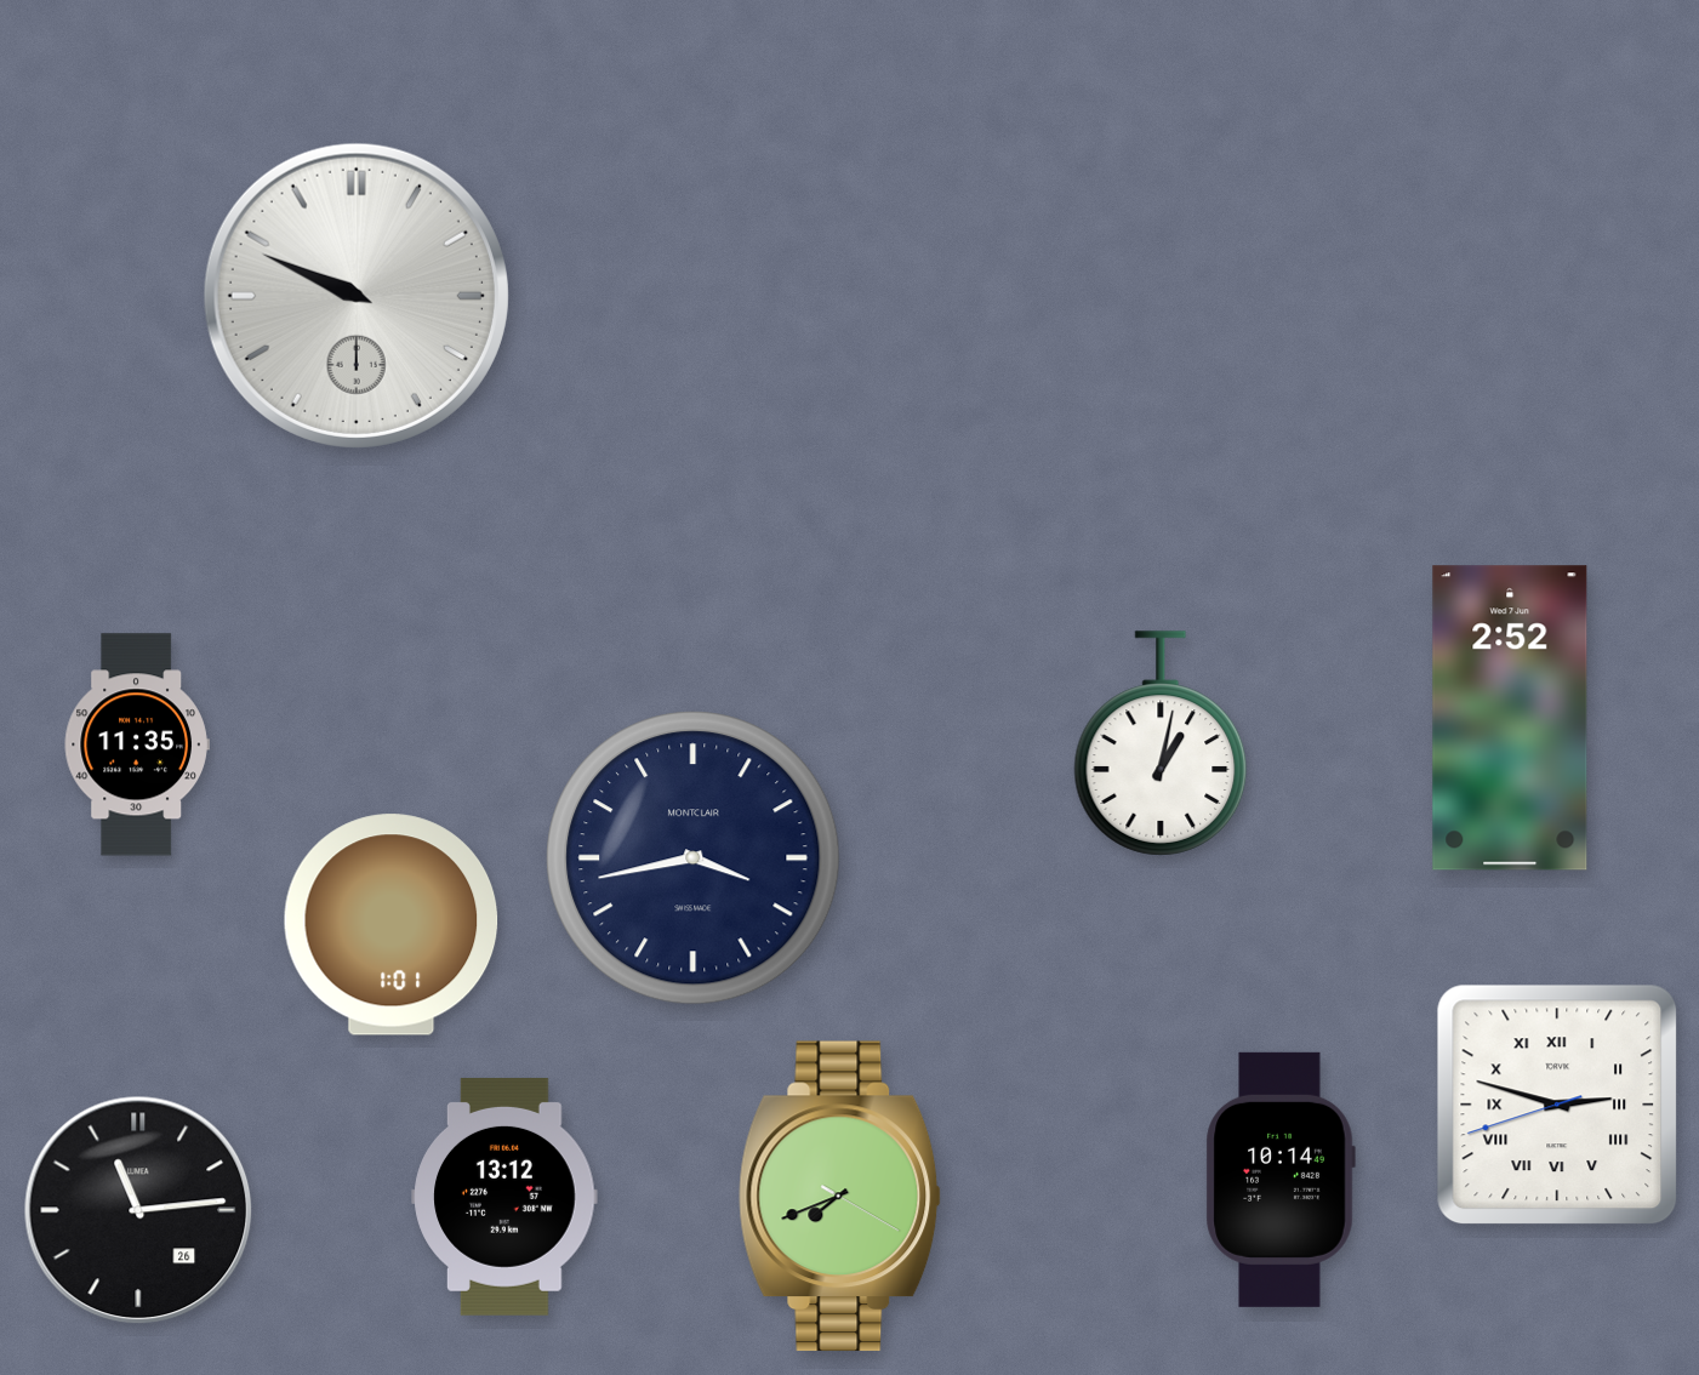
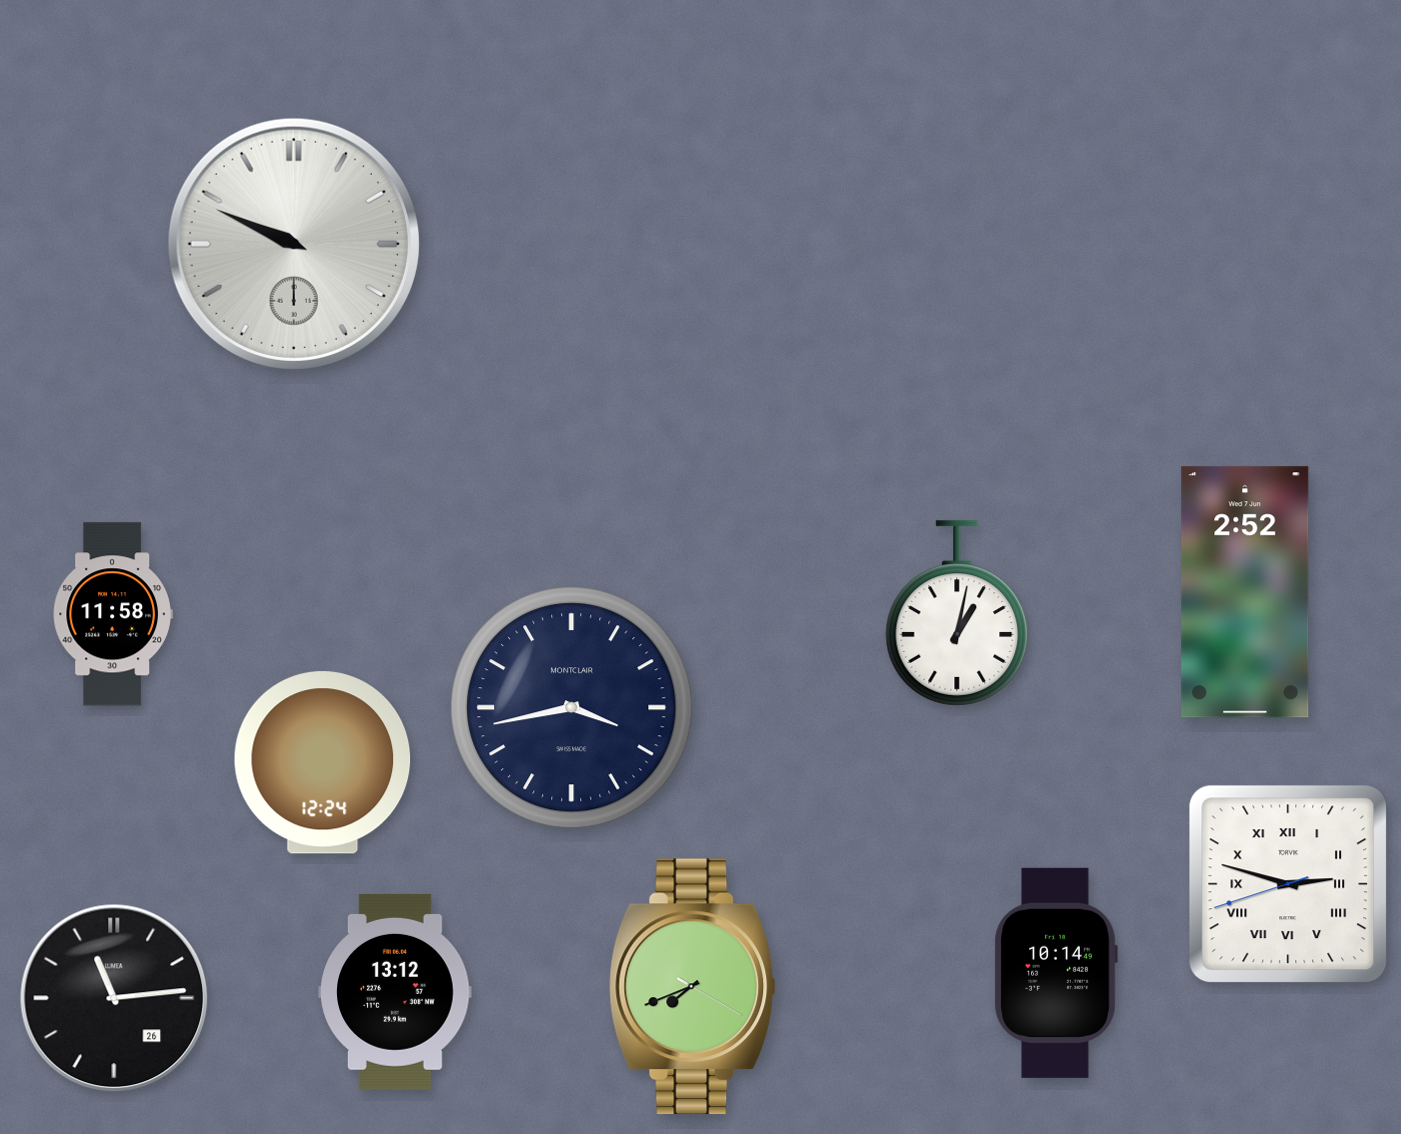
clock at (137, 744): 11:35 -> 11:58
clock at (392, 925): 1:01 -> 12:24
clock at (1557, 1105) position: (1557, 1105) -> (1288, 884)
clock at (504, 1197) position: (504, 1197) -> (395, 992)
